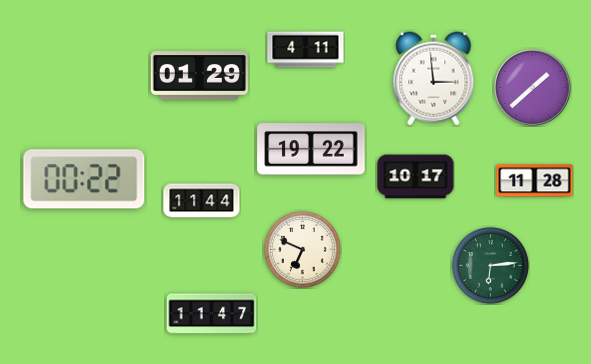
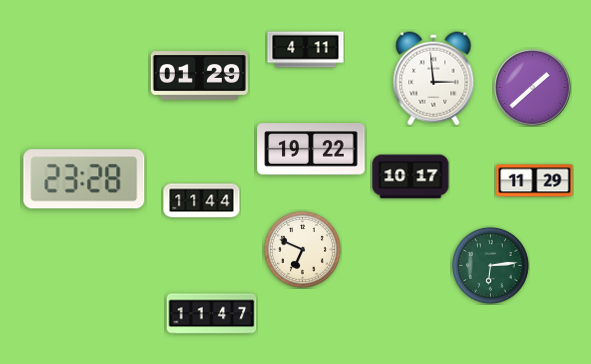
clock at (416, 177) position: (416, 177) -> (411, 177)
clock at (84, 179): 00:22 -> 23:28
clock at (535, 181): 11:28 -> 11:29
